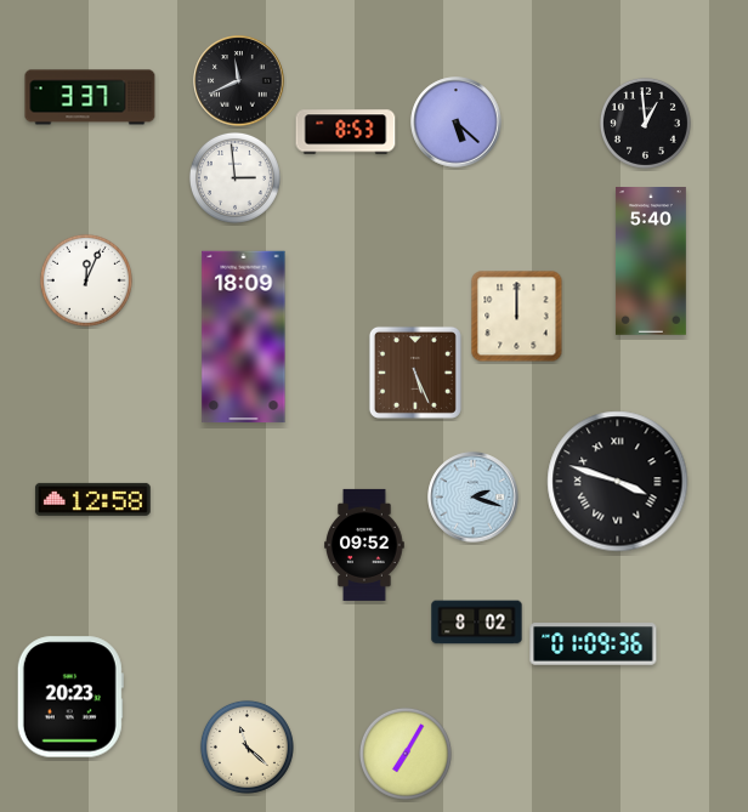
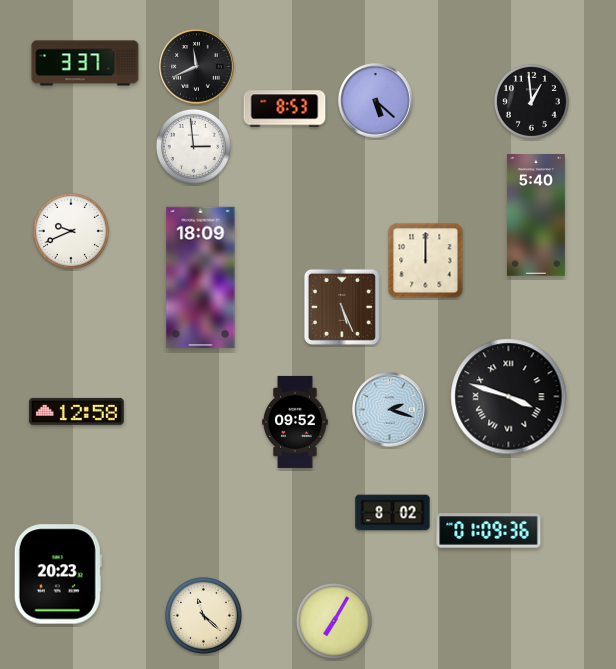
clock at (90, 97) position: (90, 97) -> (85, 63)
clock at (86, 280): 12:04 -> 9:41
clock at (365, 545) position: (365, 545) -> (296, 422)
